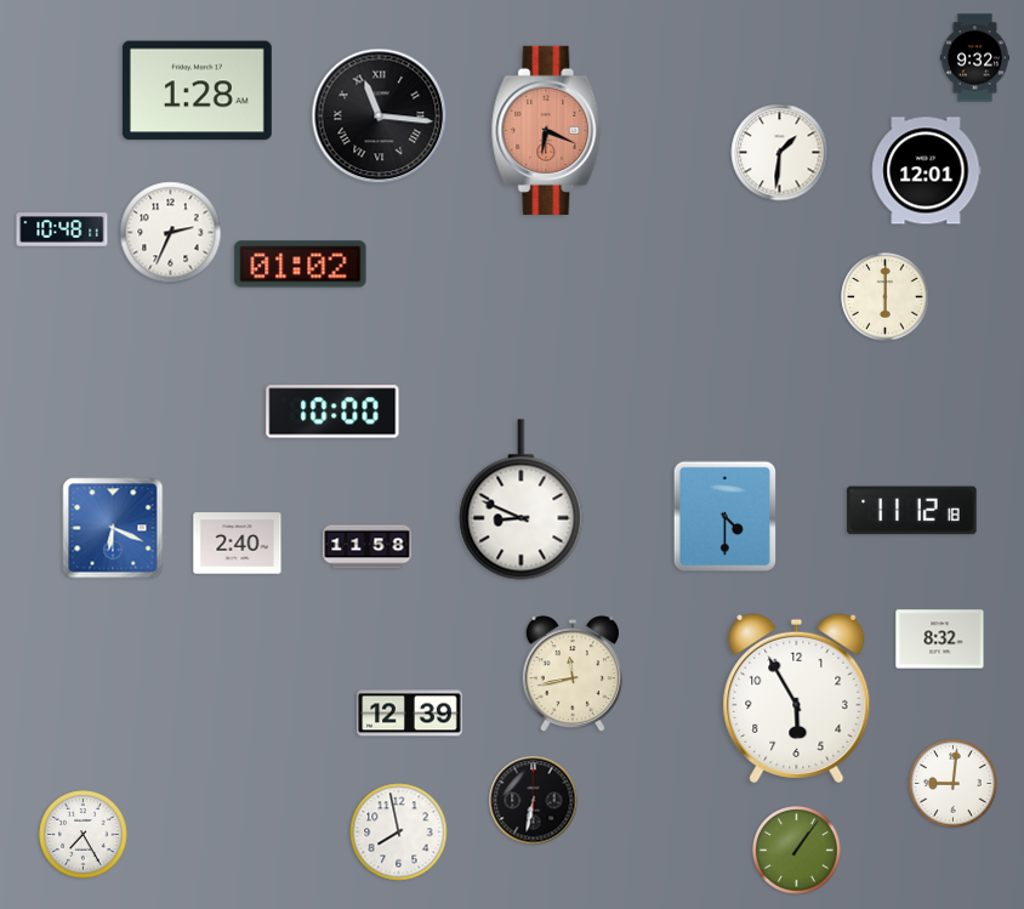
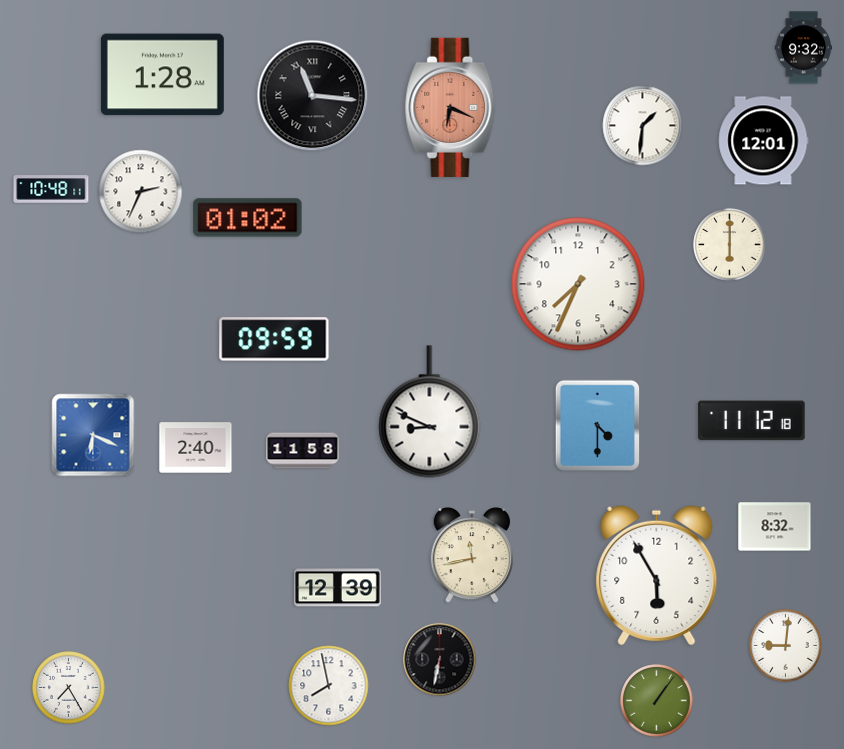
clock at (578, 284): none -> 7:34
clock at (332, 411): 10:00 -> 09:59
